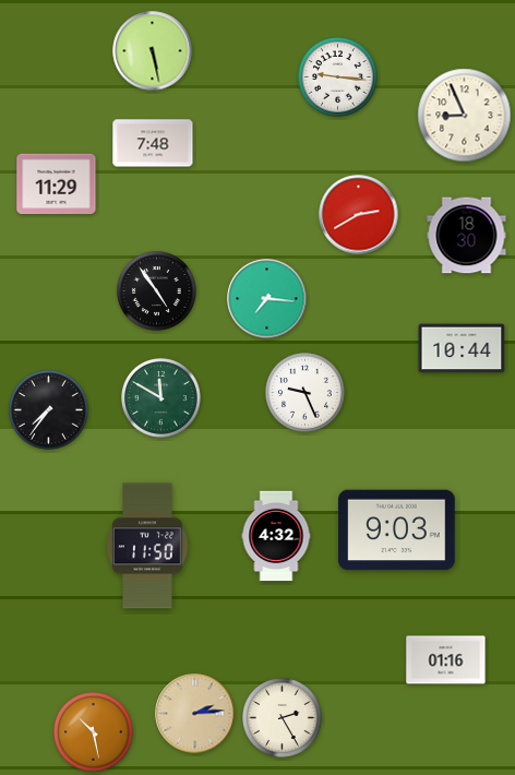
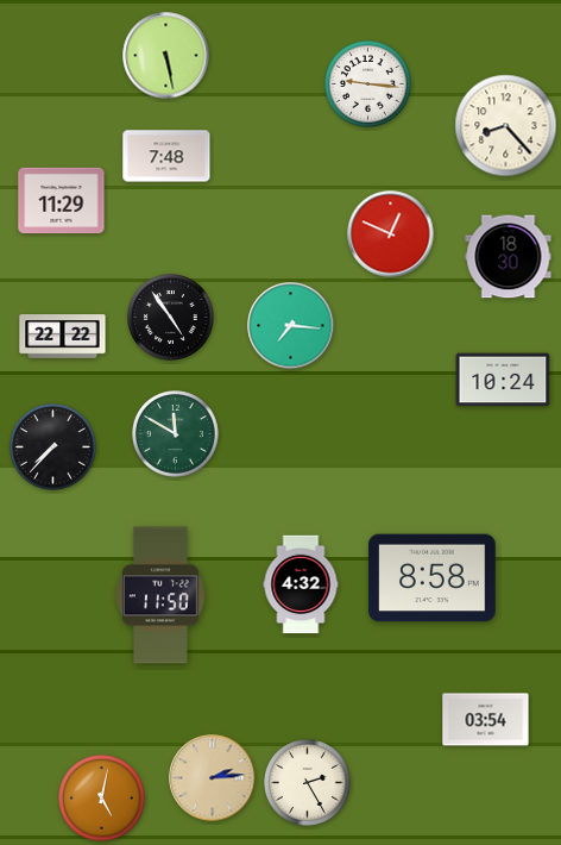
clock at (465, 116): 8:56 -> 8:23
clock at (359, 215): 2:40 -> 12:49
clock at (63, 337): none -> 22:22
clock at (462, 348): 10:44 -> 10:24
clock at (306, 393): 9:26 -> none
clock at (49, 410): 7:36 -> 7:37
clock at (397, 530): 9:03 -> 8:58
clock at (446, 660): 01:16 -> 03:54
clock at (94, 732): 10:28 -> 5:02
